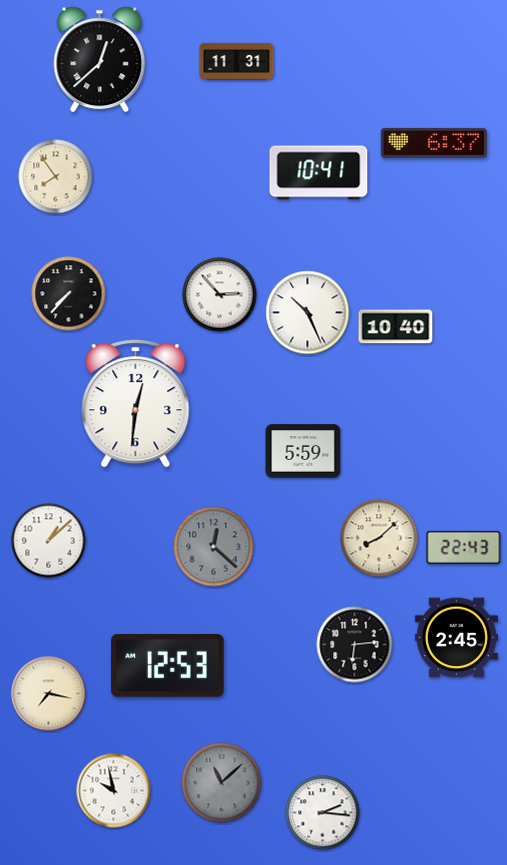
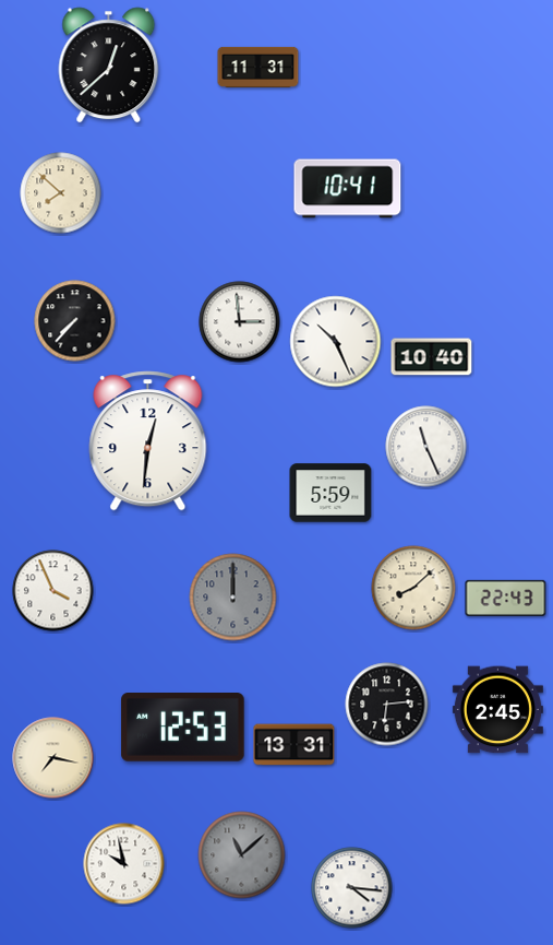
clock at (434, 143): 6:37 -> none
clock at (56, 177): 7:54 -> 7:52
clock at (220, 295): 2:53 -> 2:59
clock at (426, 447): none -> 11:26
clock at (49, 541): 1:08 -> 3:56
clock at (214, 547): 12:22 -> 12:00
clock at (456, 638) position: (456, 638) -> (497, 710)
clock at (294, 745): none -> 13:31
clock at (323, 813): 2:16 -> 4:16
